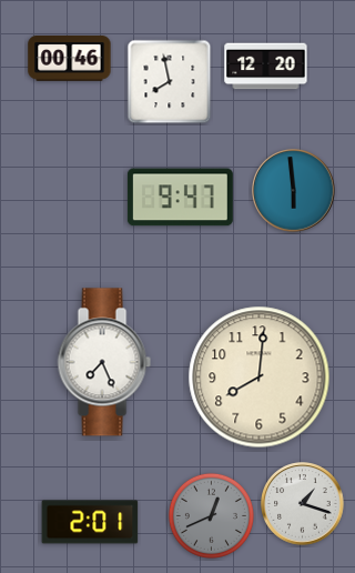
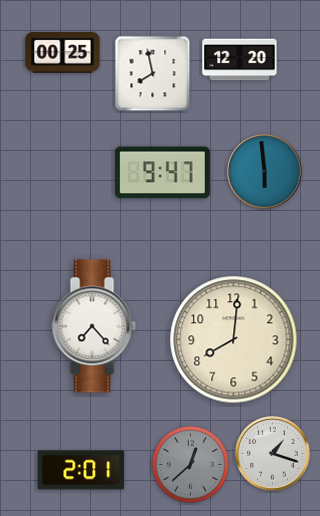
clock at (70, 59): 00:46 -> 00:25
clock at (180, 198) position: (180, 198) -> (162, 173)
clock at (104, 362): 7:26 -> 7:23
clock at (211, 515): 12:41 -> 12:38
